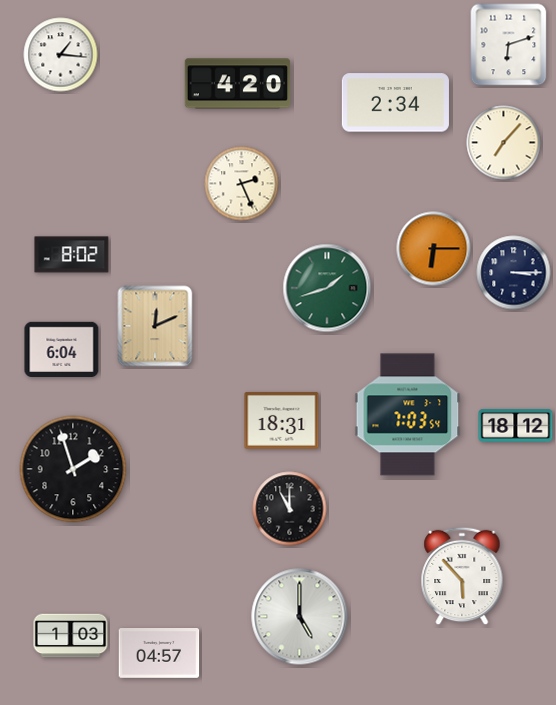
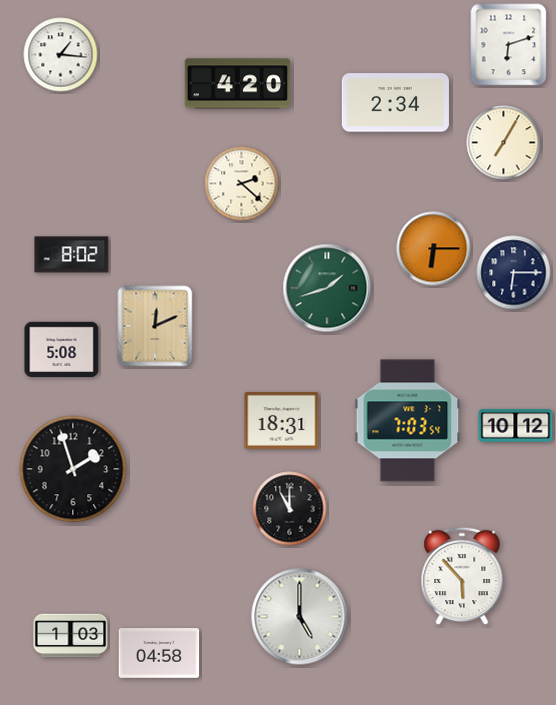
clock at (504, 143): 7:07 -> 7:05
clock at (242, 184): 2:26 -> 2:22
clock at (514, 273): 3:15 -> 6:15
clock at (62, 349): 6:04 -> 5:08
clock at (408, 415) position: (408, 415) -> (408, 421)
clock at (516, 425): 18:12 -> 10:12
clock at (159, 654): 04:57 -> 04:58
